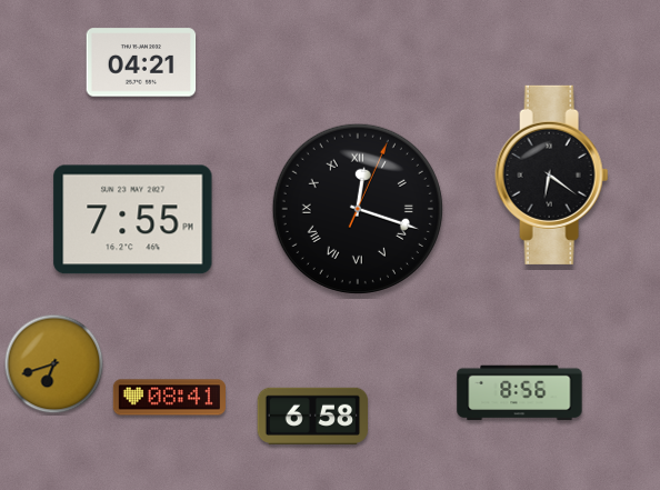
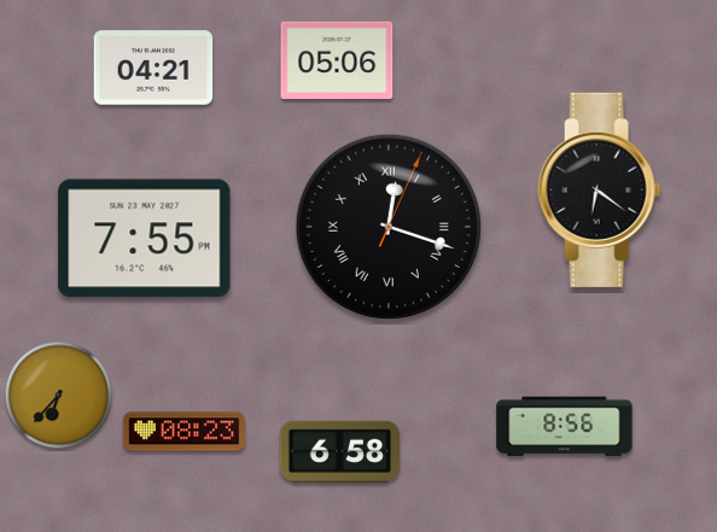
clock at (337, 59): none -> 05:06
clock at (54, 364): 6:42 -> 6:37
clock at (169, 398): 08:41 -> 08:23
